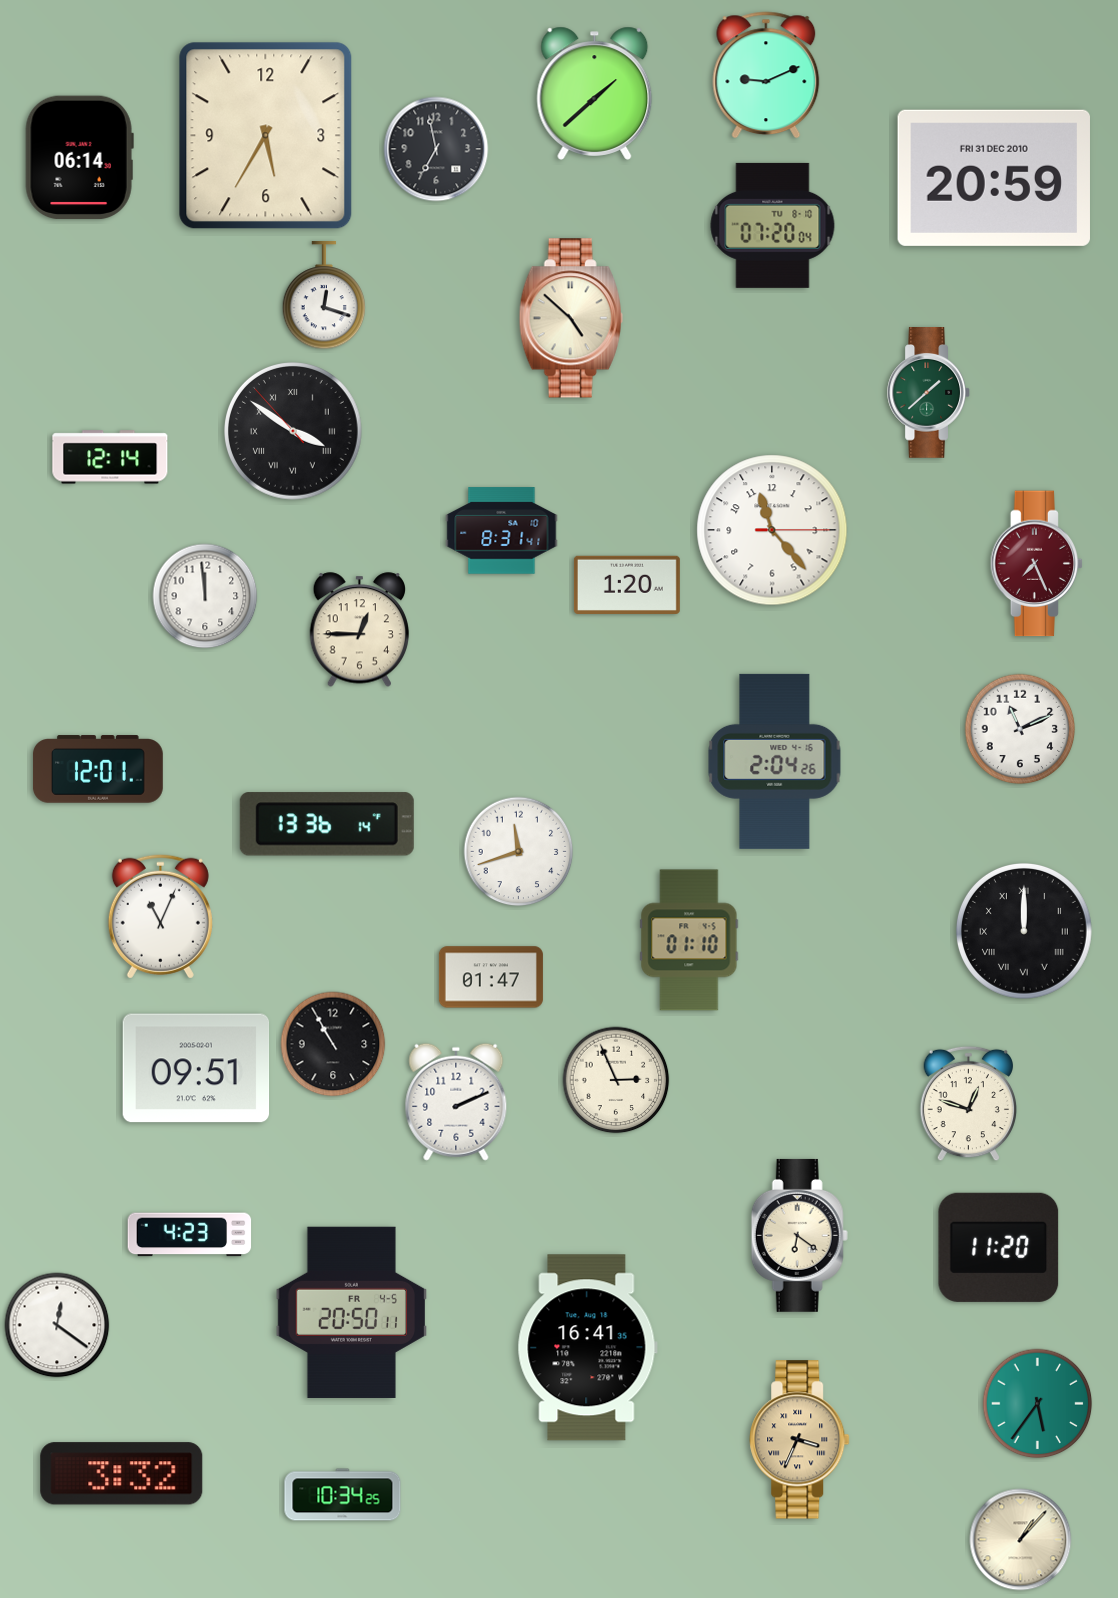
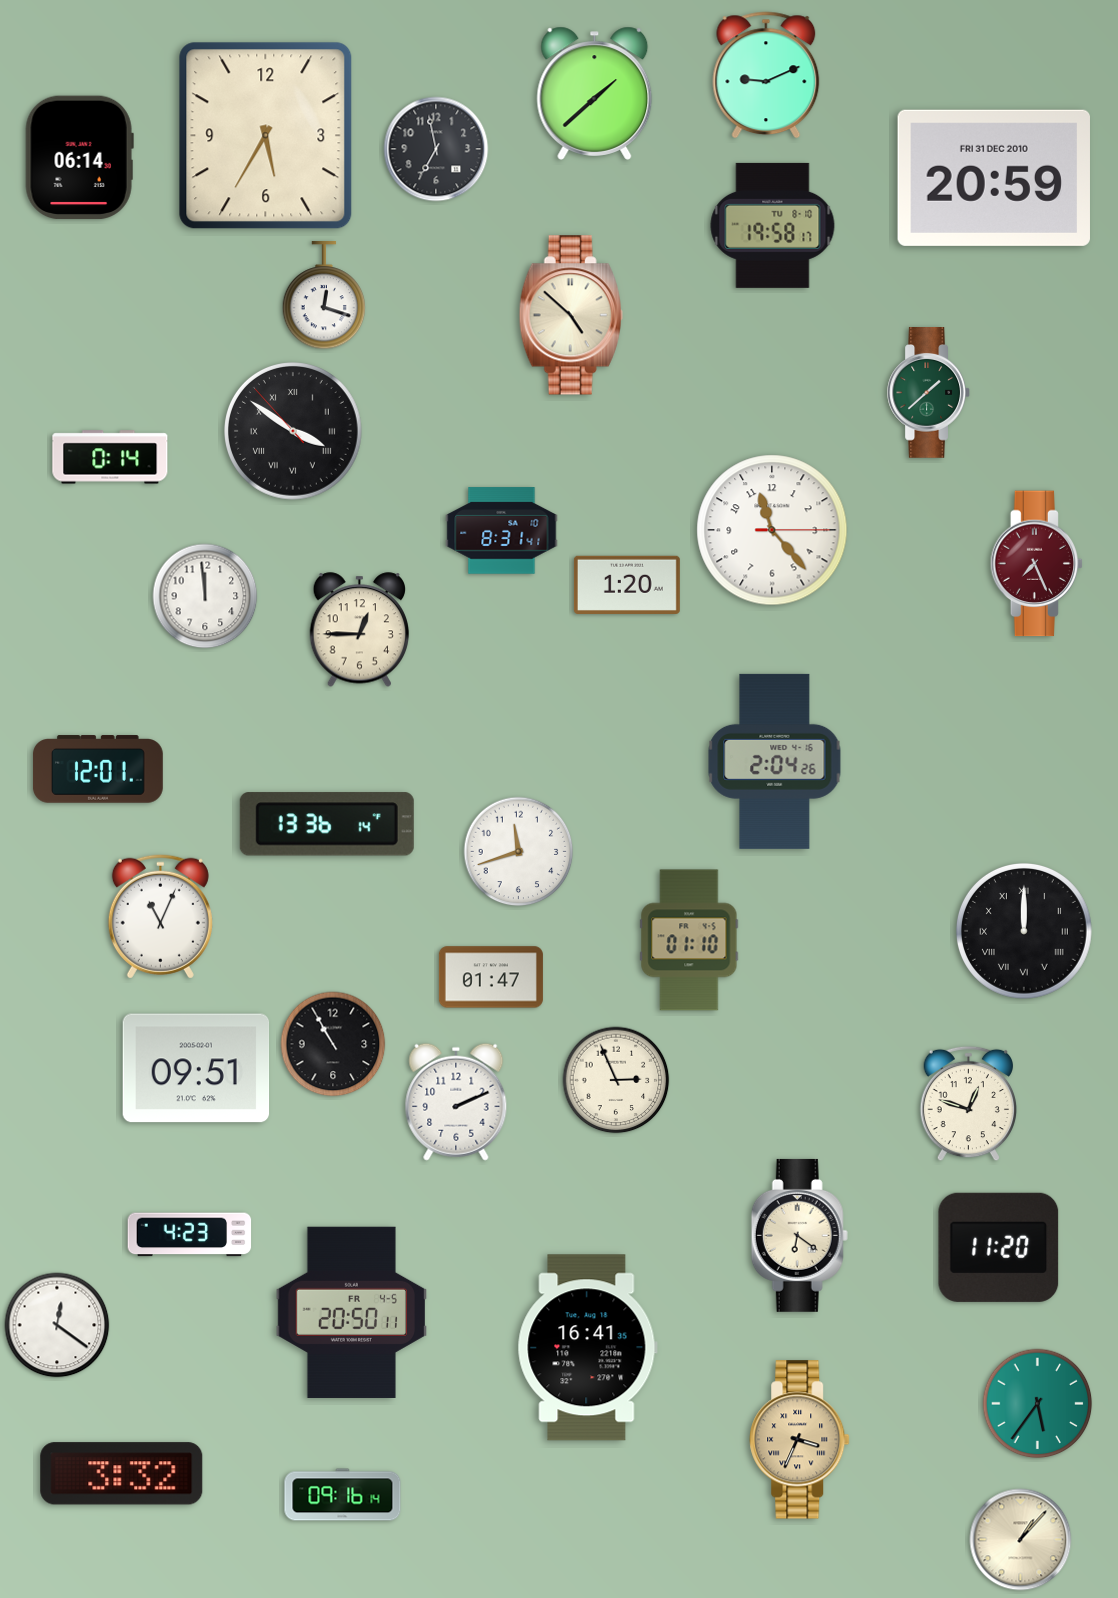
clock at (773, 225): 07:20 -> 19:58
clock at (571, 318) position: (571, 318) -> (571, 315)
clock at (110, 457): 12:14 -> 0:14
clock at (1020, 729): 11:11 -> none
clock at (343, 1495): 10:34 -> 09:16
